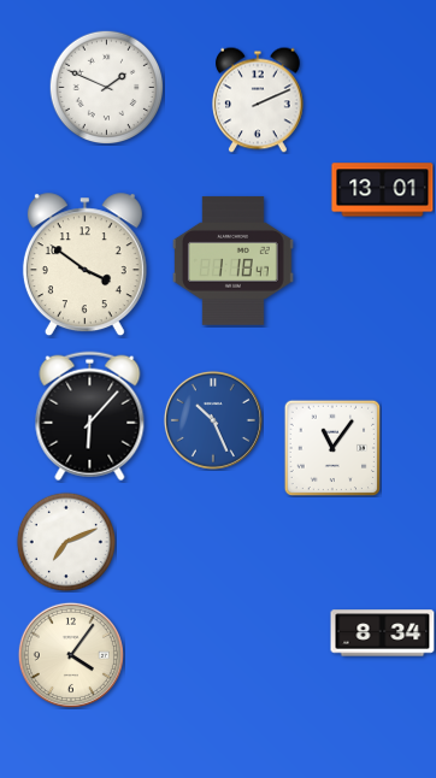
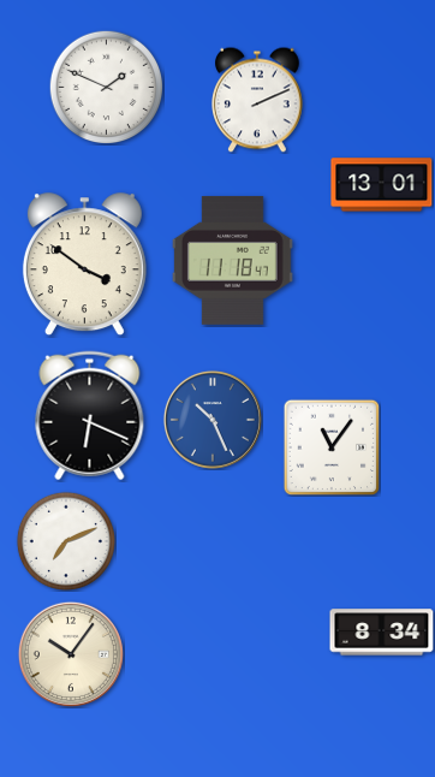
clock at (383, 190) position: (383, 190) -> (382, 185)
clock at (232, 260): 1:18 -> 11:18
clock at (90, 417): 6:07 -> 6:19
clock at (71, 655): 4:06 -> 10:06
